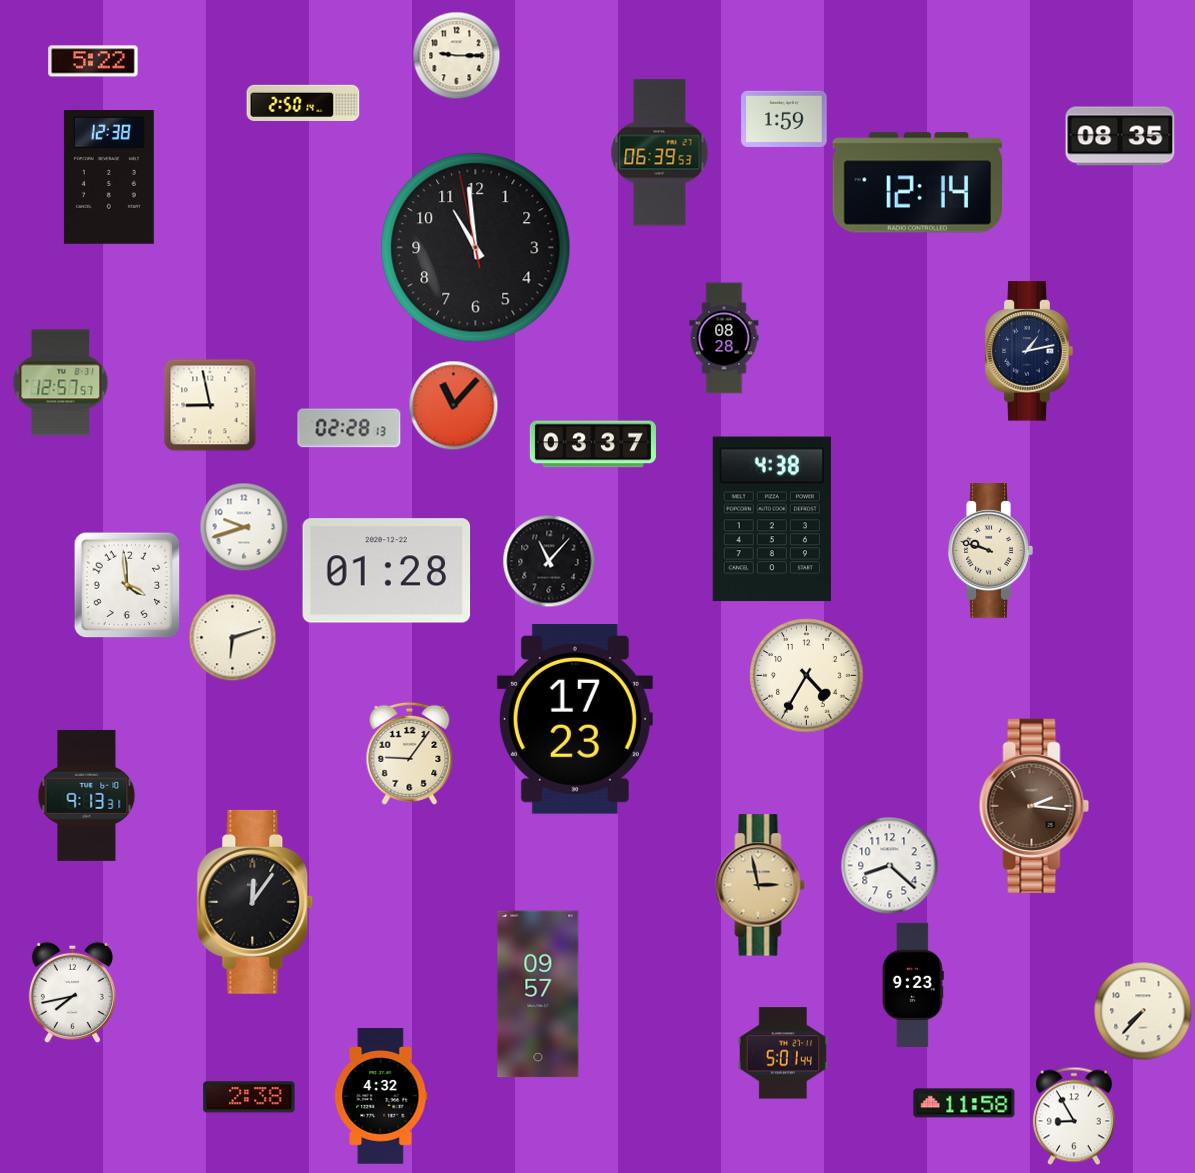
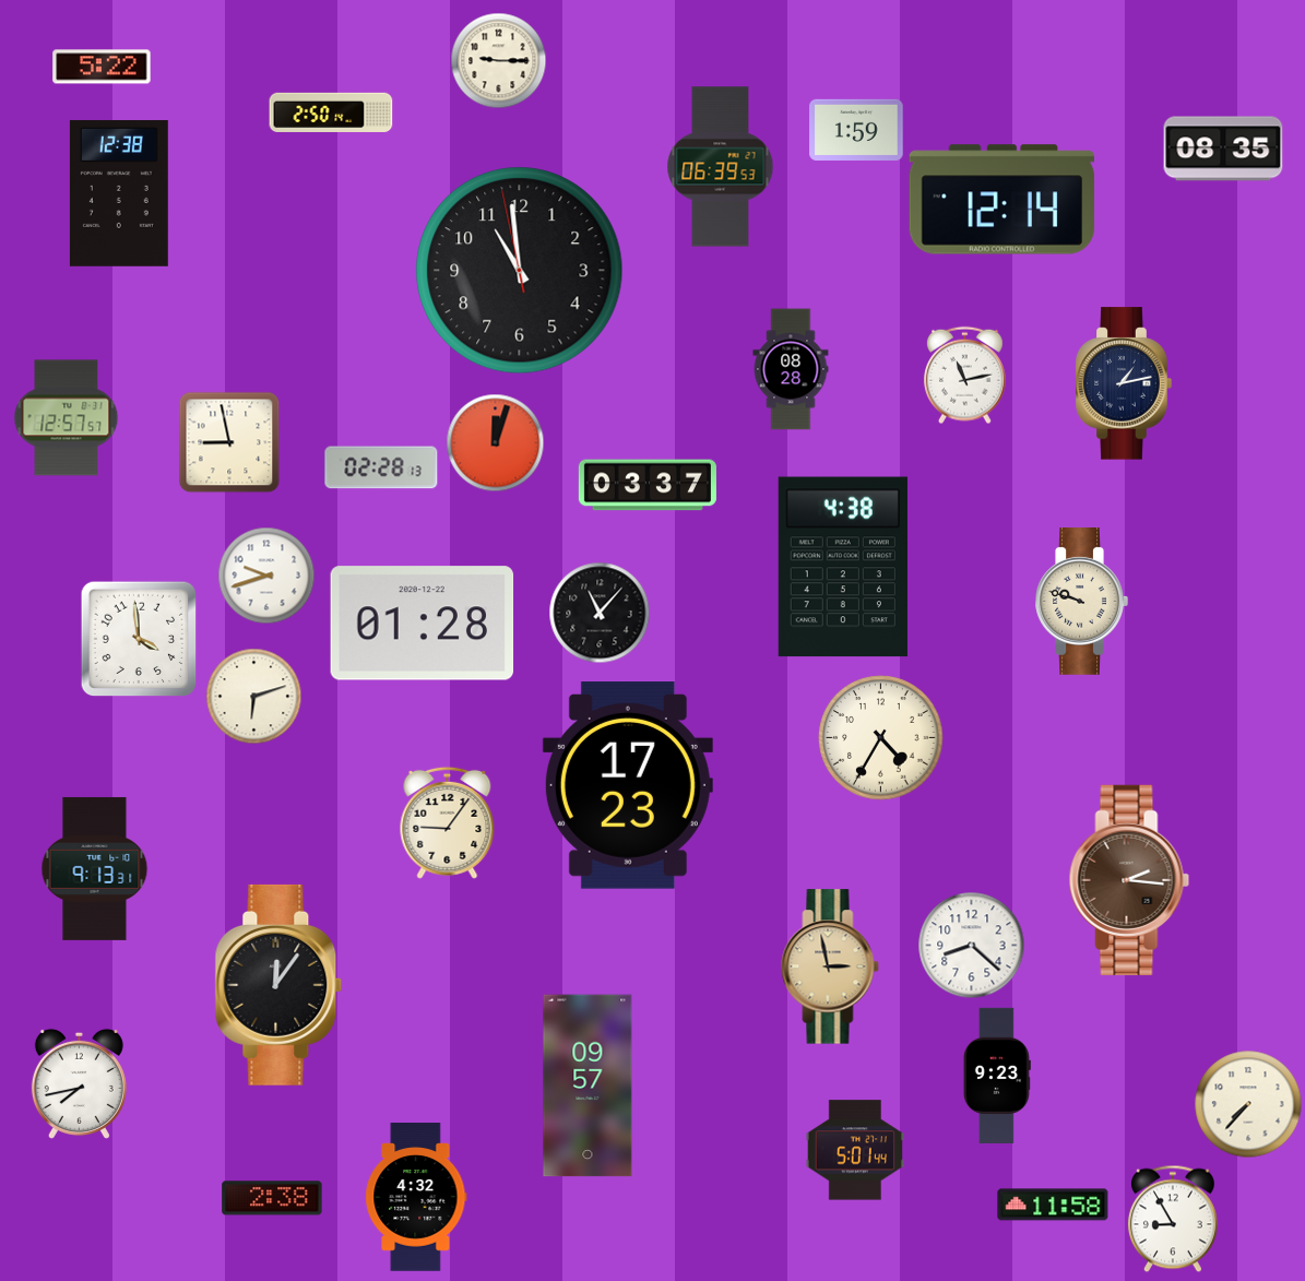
clock at (964, 375): none -> 11:13
clock at (453, 405): 11:07 -> 12:03
